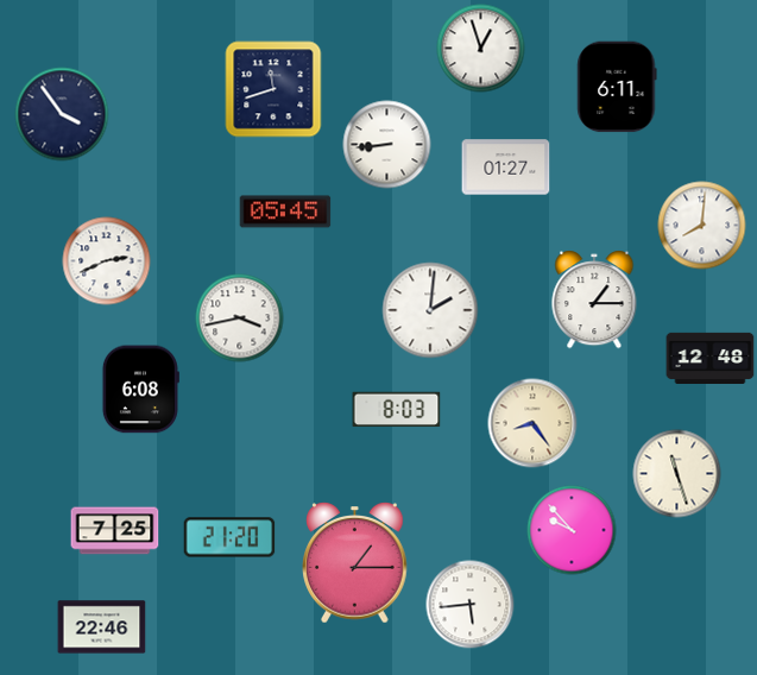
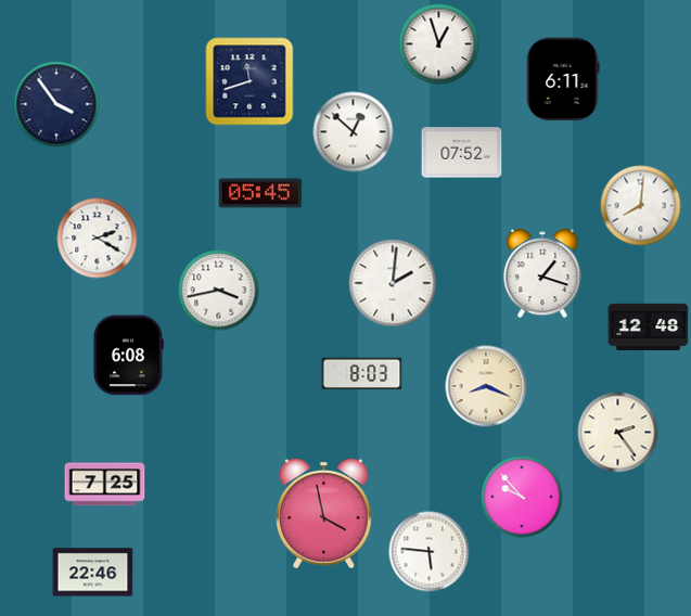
clock at (387, 145): 8:44 -> 12:52
clock at (506, 168): 01:27 -> 07:52
clock at (107, 261): 2:41 -> 2:20
clock at (594, 299): 1:15 -> 1:18
clock at (532, 423): 8:24 -> 8:19
clock at (677, 474): 11:27 -> 2:24
clock at (572, 530) position: (572, 530) -> (522, 497)
clock at (229, 537): 21:20 -> none
clock at (355, 563): 1:15 -> 3:58
clock at (471, 605): 5:44 -> 5:46
